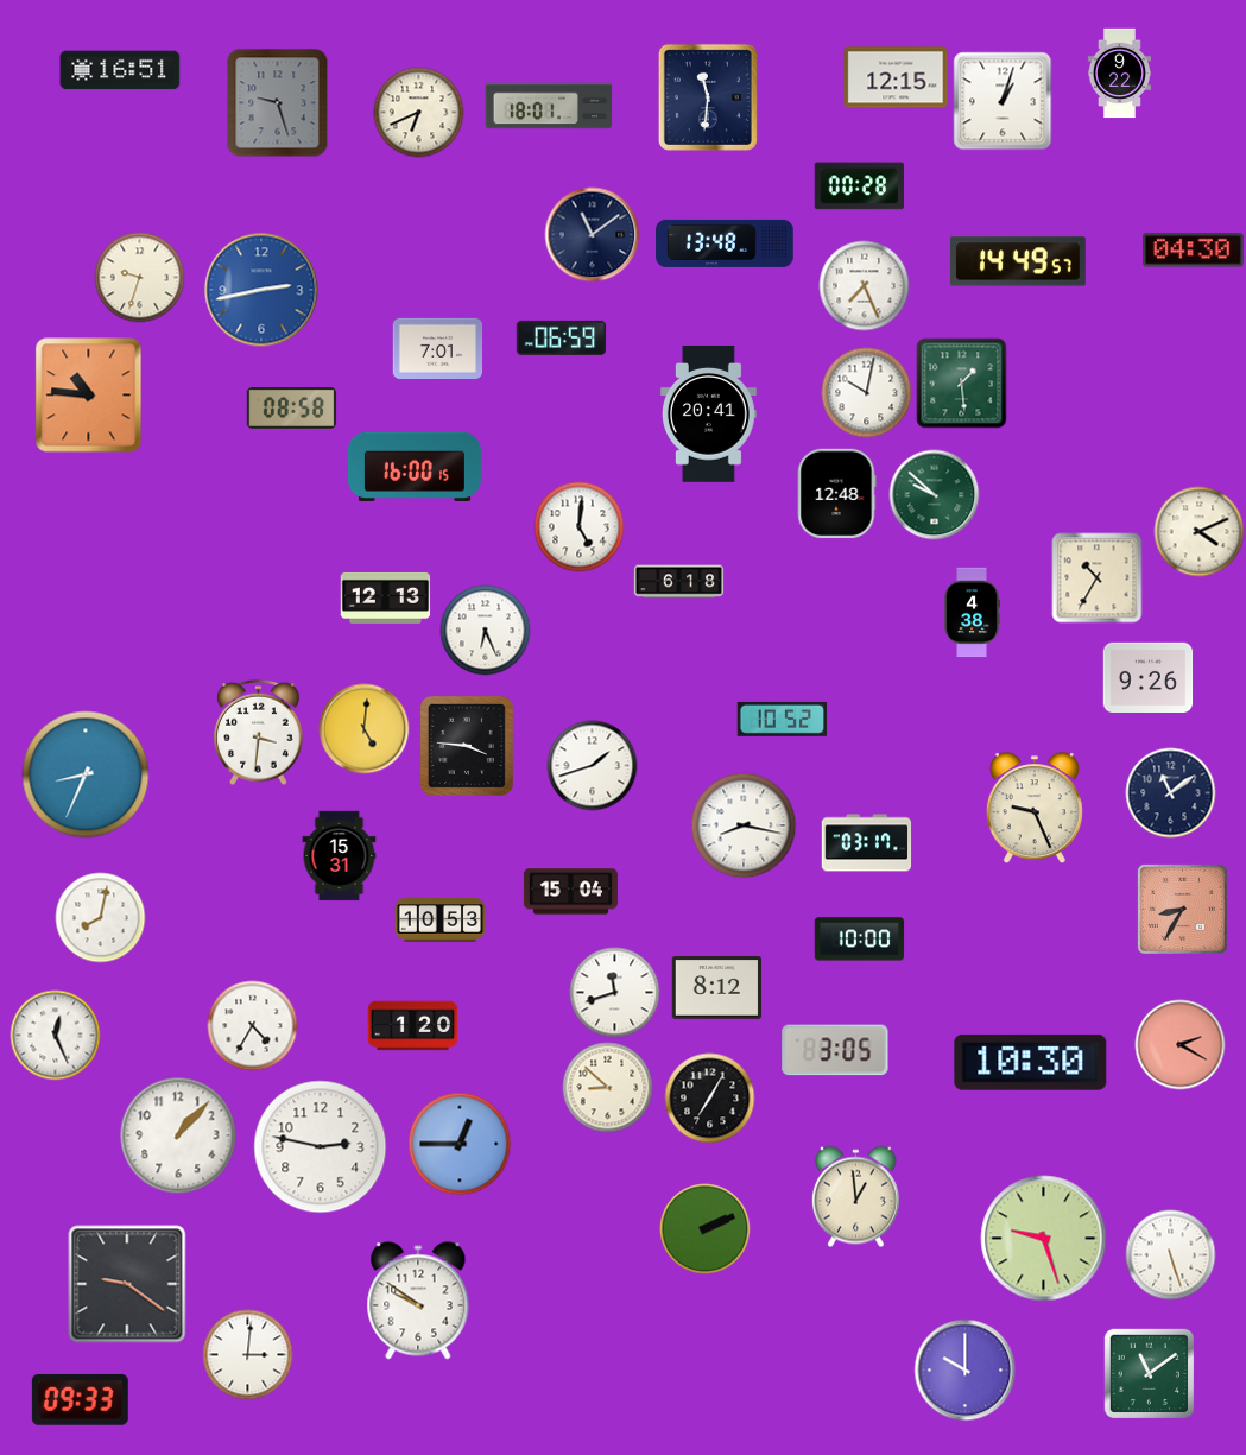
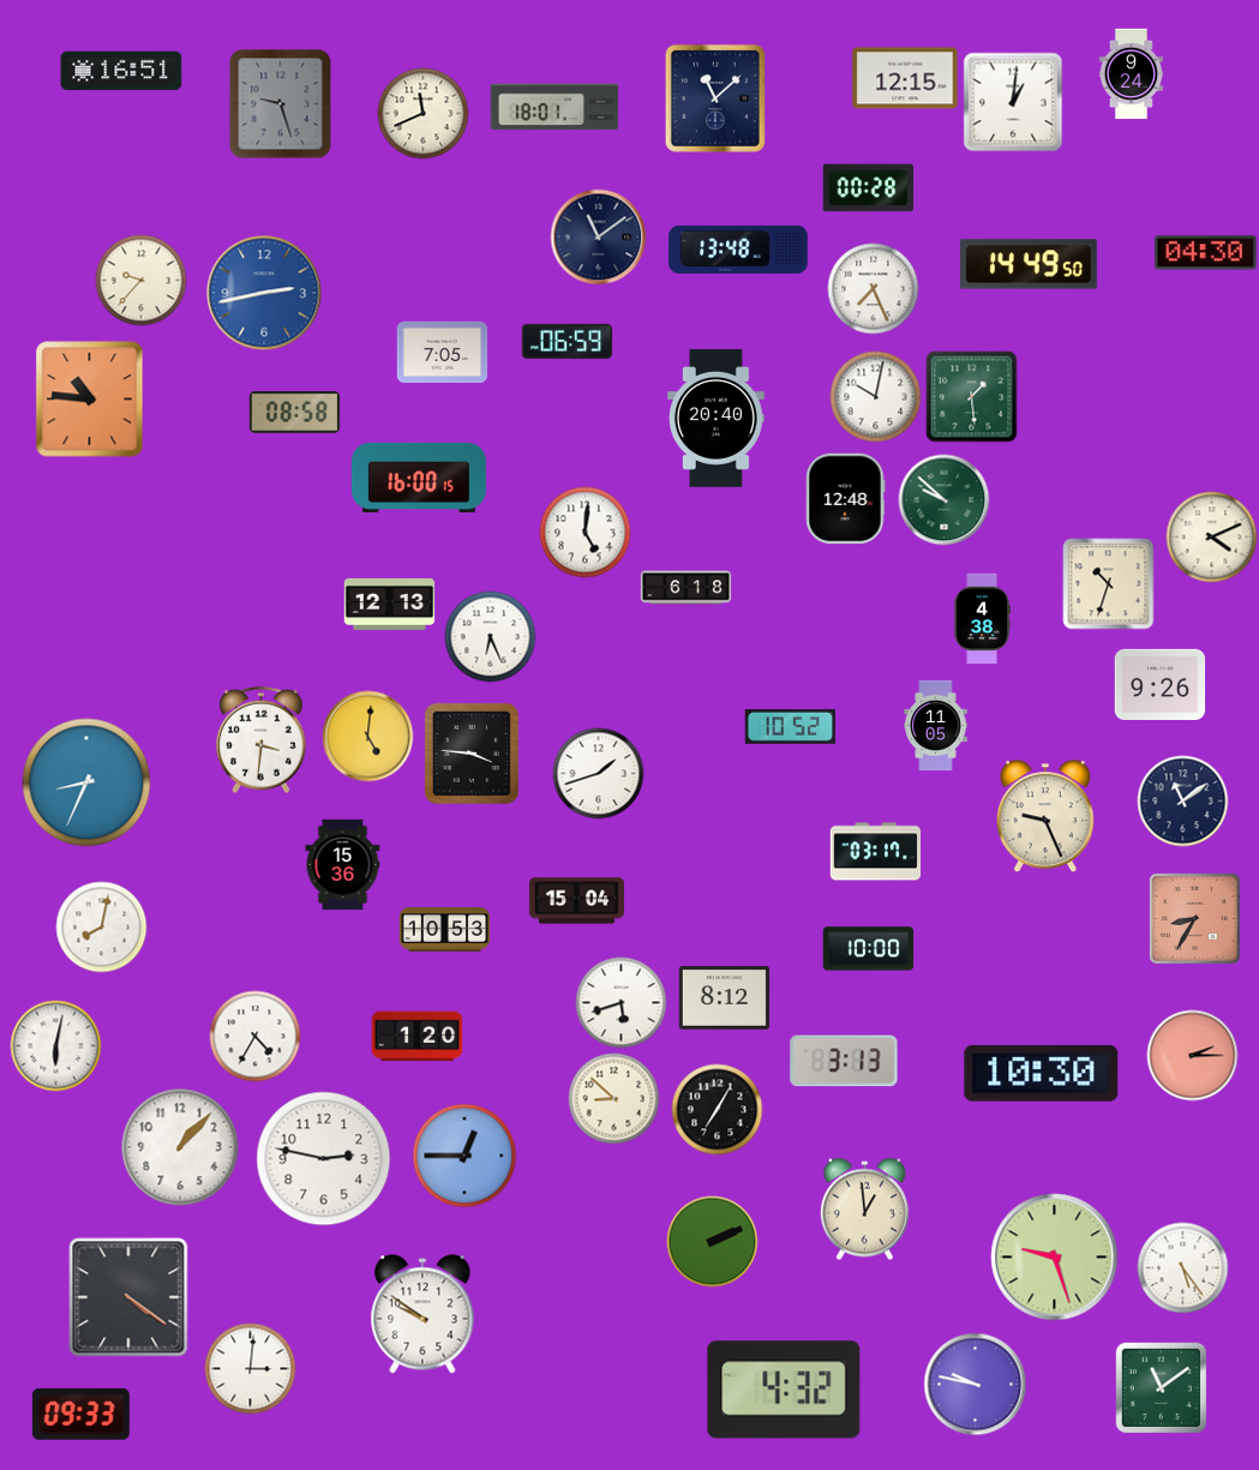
clock at (1119, 74): 9:22 -> 9:24
clock at (708, 97): 11:31 -> 11:08
clock at (1003, 101): 1:03 -> 1:01
clock at (419, 113): 6:41 -> 11:41
clock at (725, 243) position: (725, 243) -> (738, 250)
clock at (1018, 261): 14:49:57 -> 14:49:50
clock at (140, 278): 9:33 -> 9:37
clock at (438, 348): 7:01 -> 7:05
clock at (962, 384) position: (962, 384) -> (972, 397)
clock at (708, 415): 20:41 -> 20:40
clock at (415, 467) position: (415, 467) -> (419, 478)
clock at (1098, 578): 10:35 -> 10:33
clock at (936, 726): none -> 11:05
clock at (744, 825): 8:17 -> none
clock at (340, 856): 15:31 -> 15:36
clock at (615, 993): 11:42 -> 5:42
clock at (56, 1036): 12:26 -> 6:02
clock at (1181, 1045): 2:20 -> 2:15
clock at (835, 1050): 3:05 -> 3:13
clock at (1044, 1239) position: (1044, 1239) -> (1055, 1258)
clock at (1171, 1255): 5:27 -> 5:24
clock at (127, 1284): 9:21 -> 4:21
clock at (966, 1371): 10:00 -> 9:47
clock at (784, 1390): none -> 4:32
